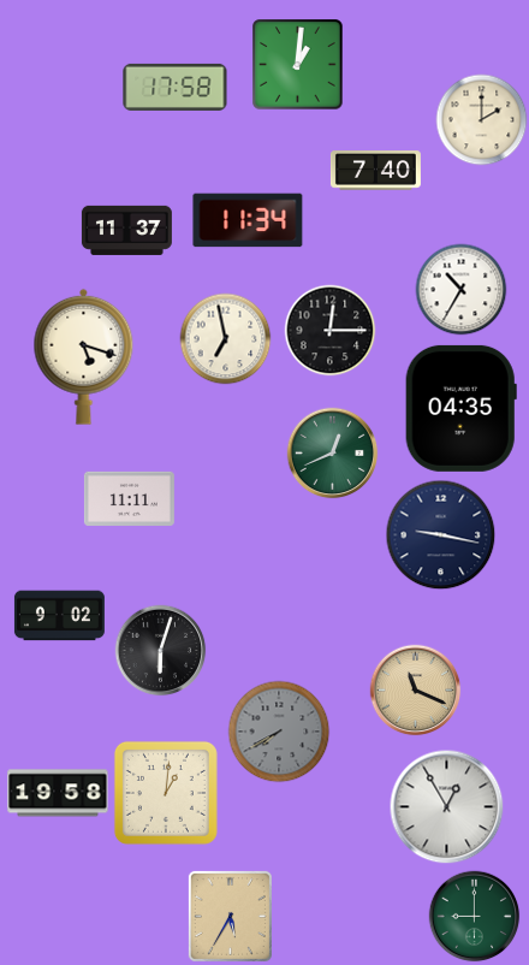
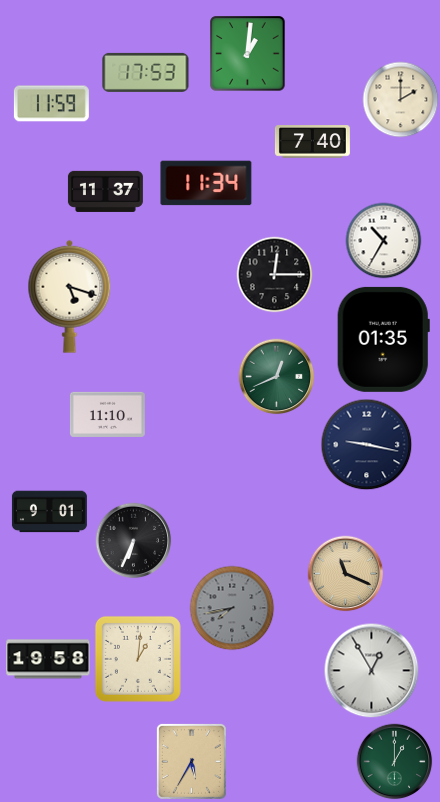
clock at (176, 87): 17:58 -> 17:53
clock at (51, 104): none -> 11:59
clock at (226, 339): 6:58 -> none
clock at (460, 408): 04:35 -> 01:35
clock at (129, 498): 11:11 -> 11:10
clock at (59, 616): 9:02 -> 9:01
clock at (161, 651): 6:03 -> 6:34
clock at (279, 732): 7:40 -> 7:43
clock at (475, 917): 9:00 -> 1:00
